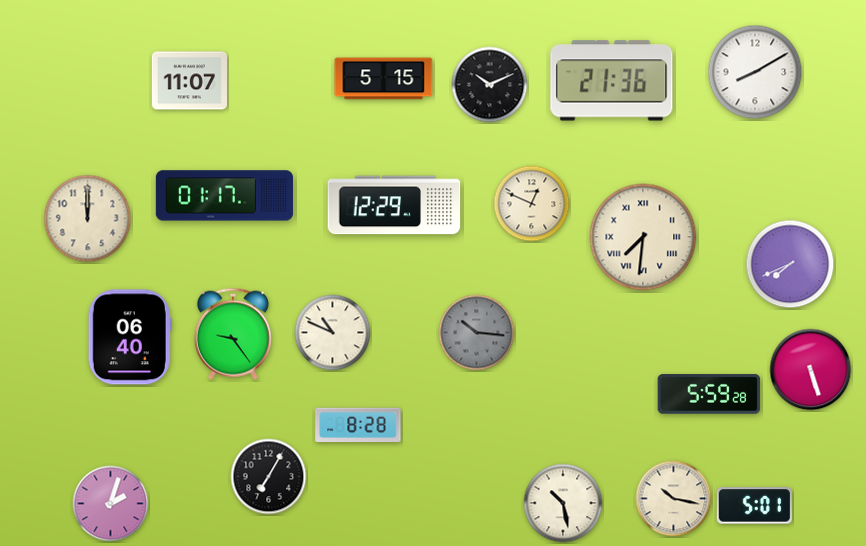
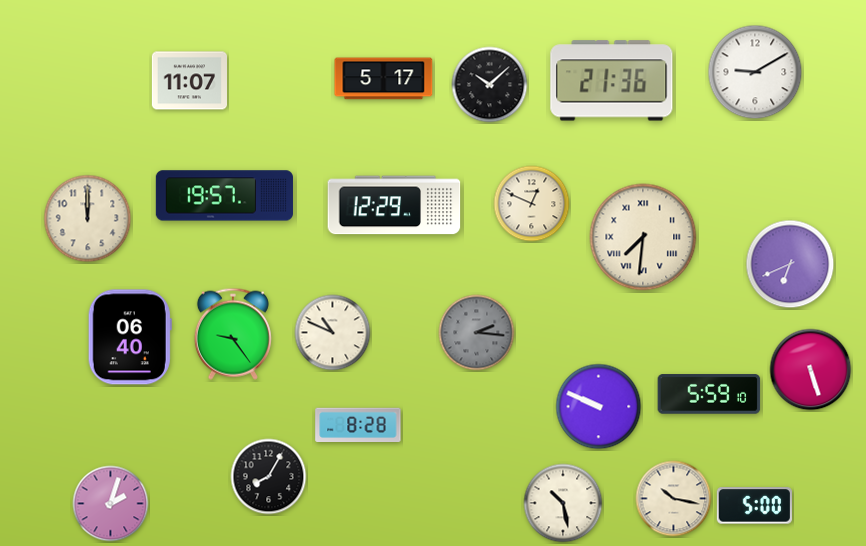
clock at (755, 72): 8:10 -> 9:10
clock at (384, 79): 5:15 -> 5:17
clock at (490, 85): 10:11 -> 10:08
clock at (224, 196): 01:17 -> 19:57
clock at (790, 264): 7:41 -> 6:41
clock at (477, 333): 10:16 -> 2:16
clock at (709, 394): 5:59:28 -> 5:59:10
clock at (599, 407): none -> 9:49
clock at (269, 477): 7:05 -> 8:05
clock at (754, 506): 5:01 -> 5:00
